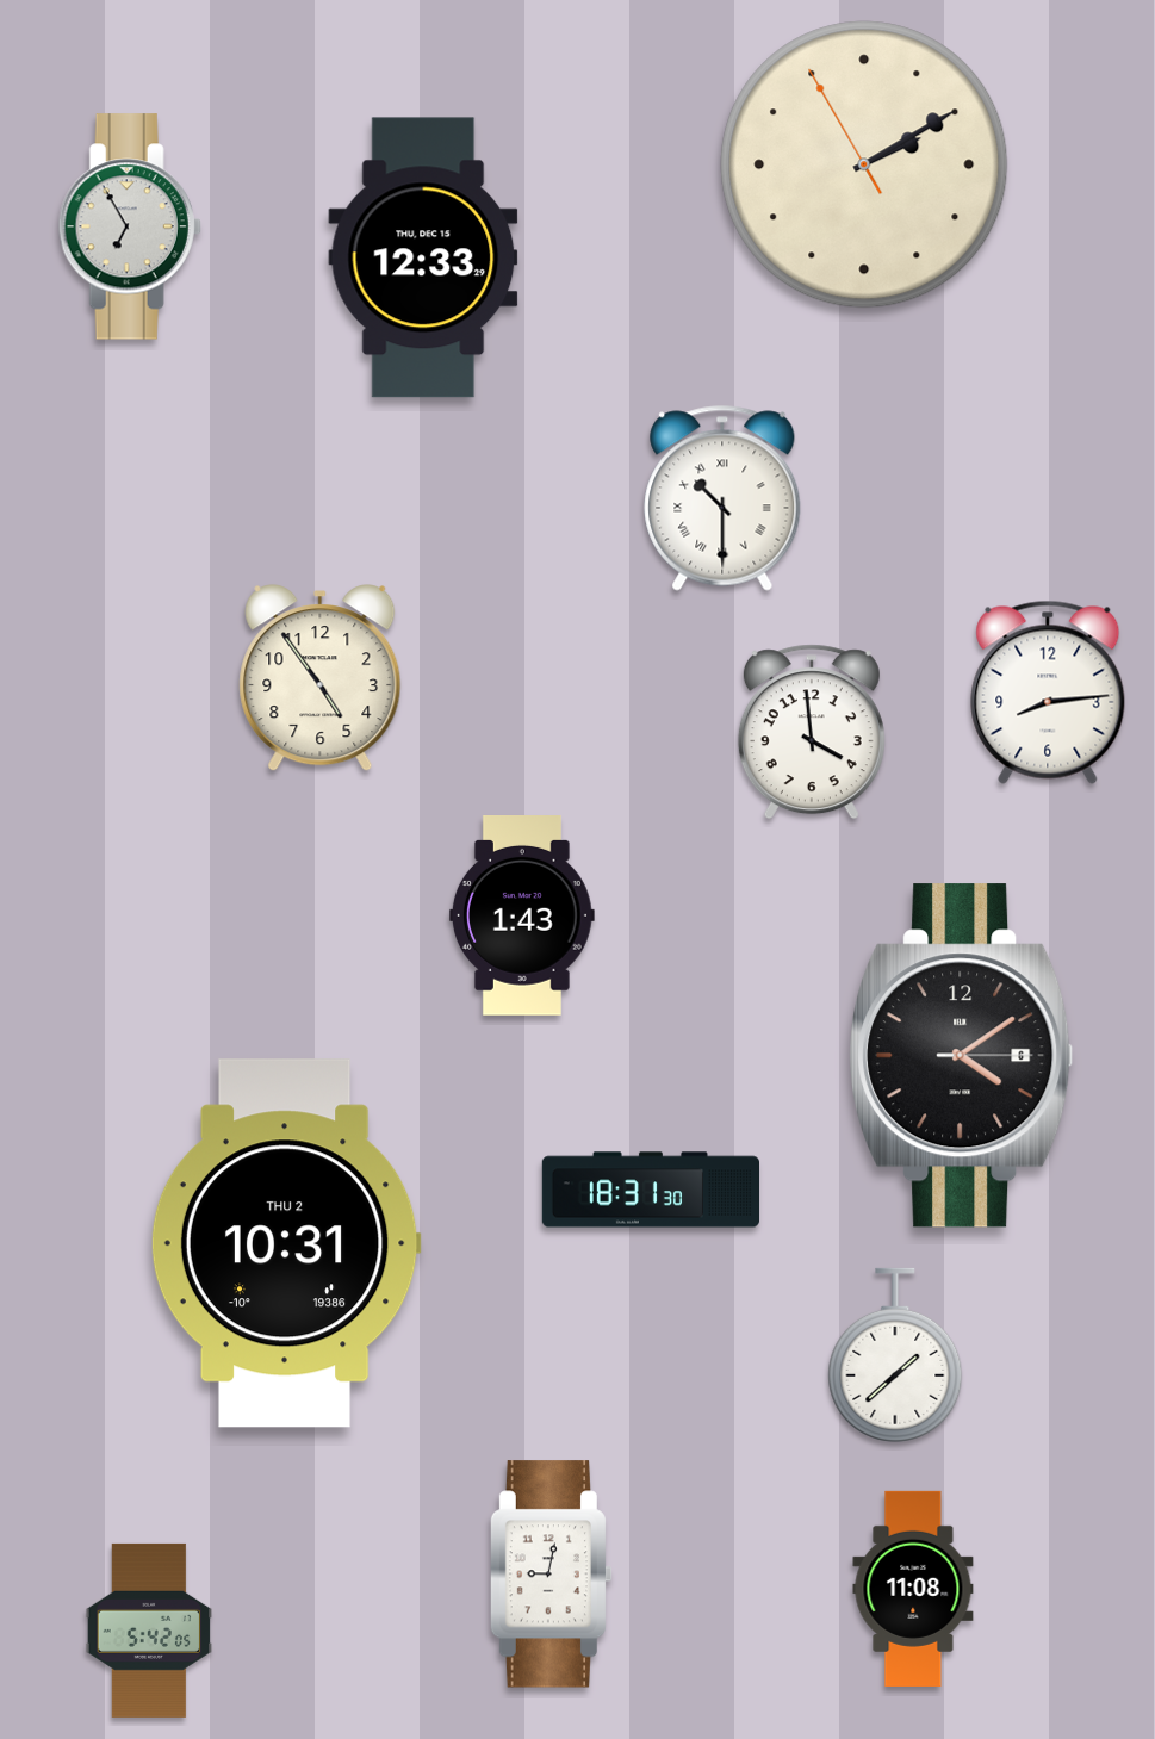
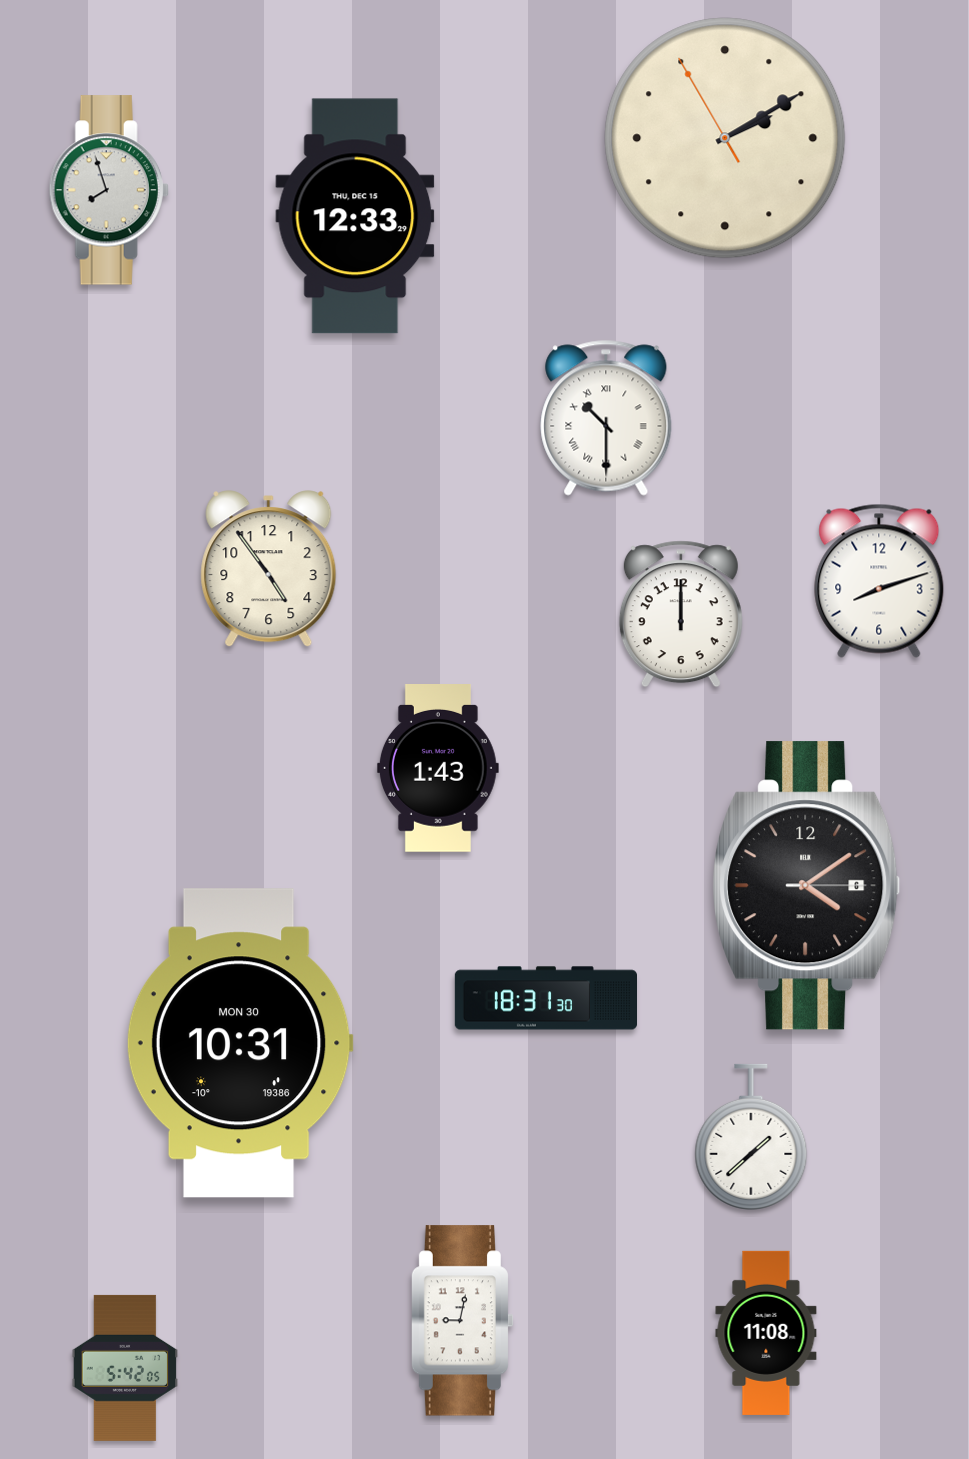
clock at (130, 226): 6:55 -> 7:57
clock at (1048, 693): 8:14 -> 8:12
clock at (812, 732): 3:59 -> 12:00
clock at (286, 1243) date: THU 2 -> MON 30
